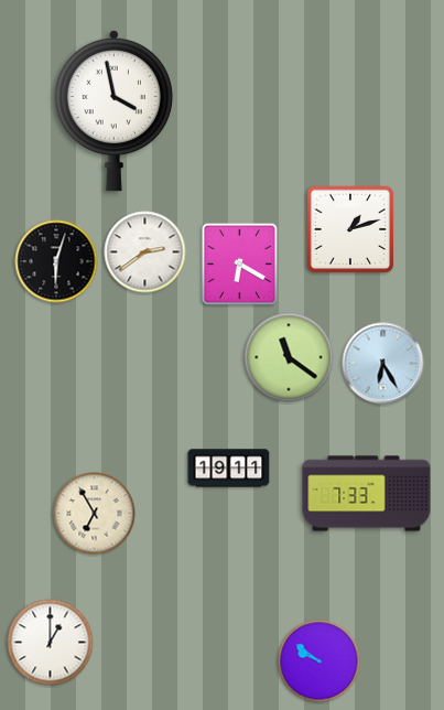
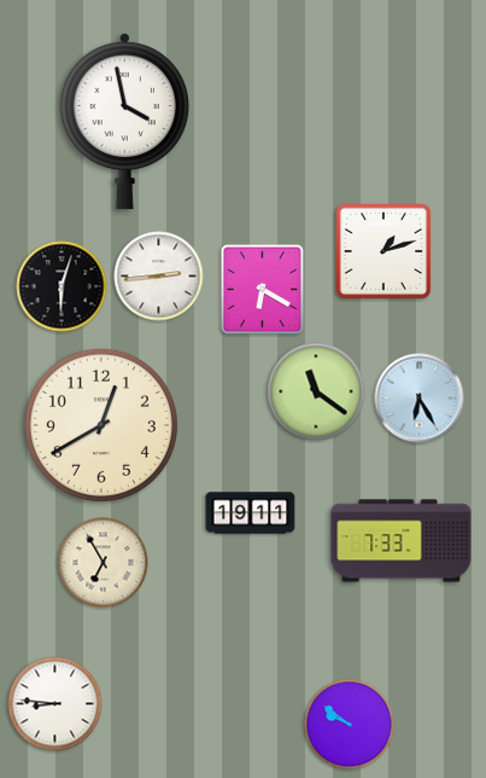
clock at (145, 252): 2:39 -> 2:44
clock at (101, 425): none -> 12:40
clock at (51, 643): 1:00 -> 8:46
